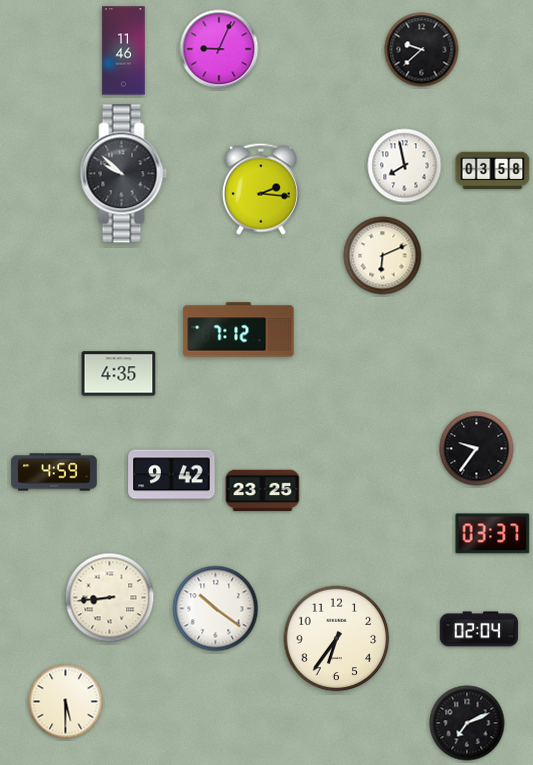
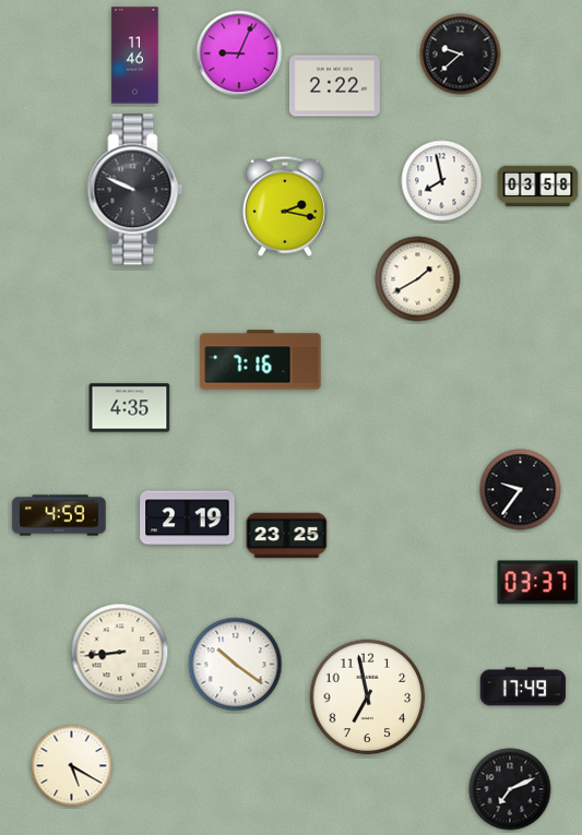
clock at (334, 86): none -> 2:22
clock at (124, 174): 9:52 -> 9:49
clock at (261, 189): 2:16 -> 2:17
clock at (383, 256): 6:11 -> 1:40
clock at (239, 330): 7:12 -> 7:16
clock at (172, 475): 9:42 -> 2:19
clock at (479, 629): 02:04 -> 17:49
clock at (337, 639): 6:36 -> 6:58
clock at (66, 702): 5:30 -> 5:20
